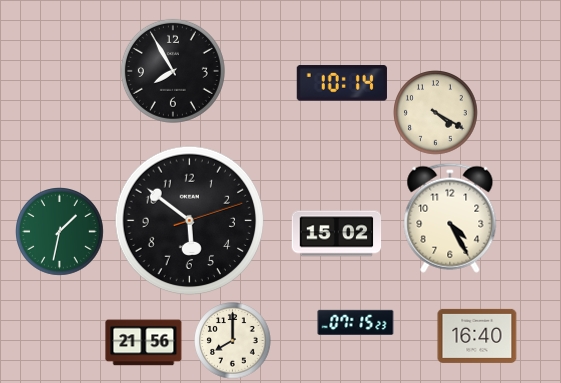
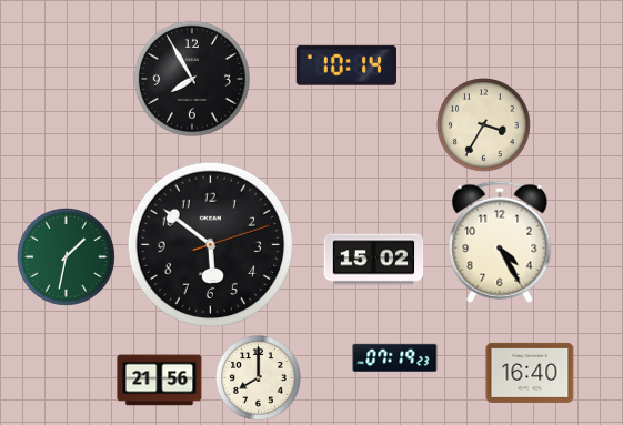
clock at (342, 83) position: (342, 83) -> (346, 65)
clock at (436, 113): 4:20 -> 3:35
clock at (356, 322): 07:15 -> 07:19
